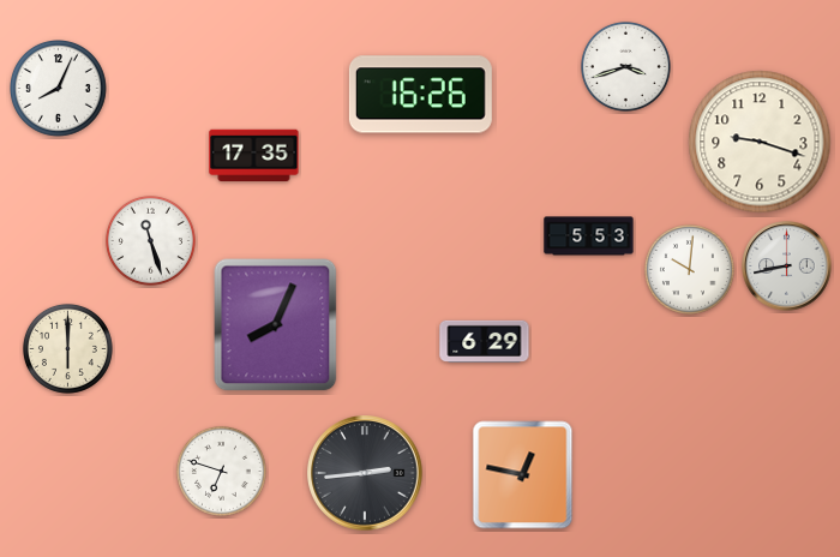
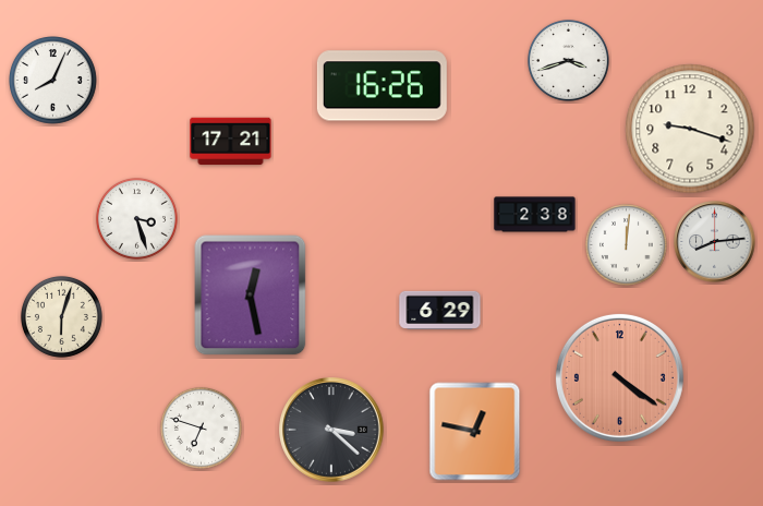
clock at (254, 156): 17:35 -> 17:21
clock at (589, 236): 5:53 -> 2:38
clock at (150, 240): 11:27 -> 3:27
clock at (787, 266): 8:43 -> 8:14
clock at (689, 269): 10:01 -> 12:01
clock at (276, 325): 8:04 -> 12:28
clock at (67, 348): 6:00 -> 6:03
clock at (619, 377): none -> 4:21
clock at (366, 474): 2:44 -> 3:22
